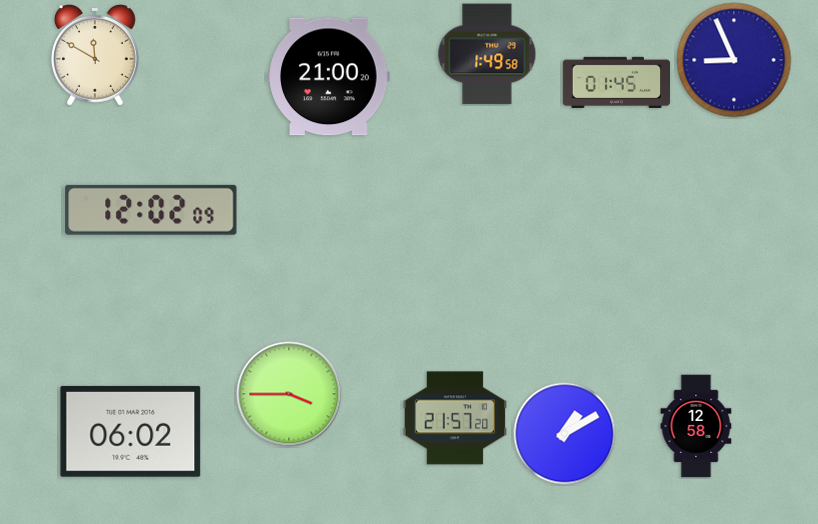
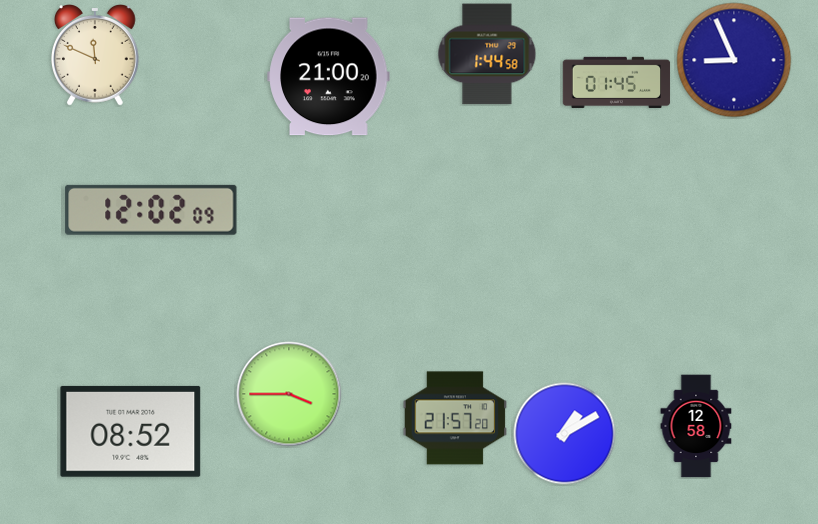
clock at (487, 54): 1:49 -> 1:44
clock at (96, 55): 11:50 -> 11:49
clock at (131, 431): 06:02 -> 08:52
